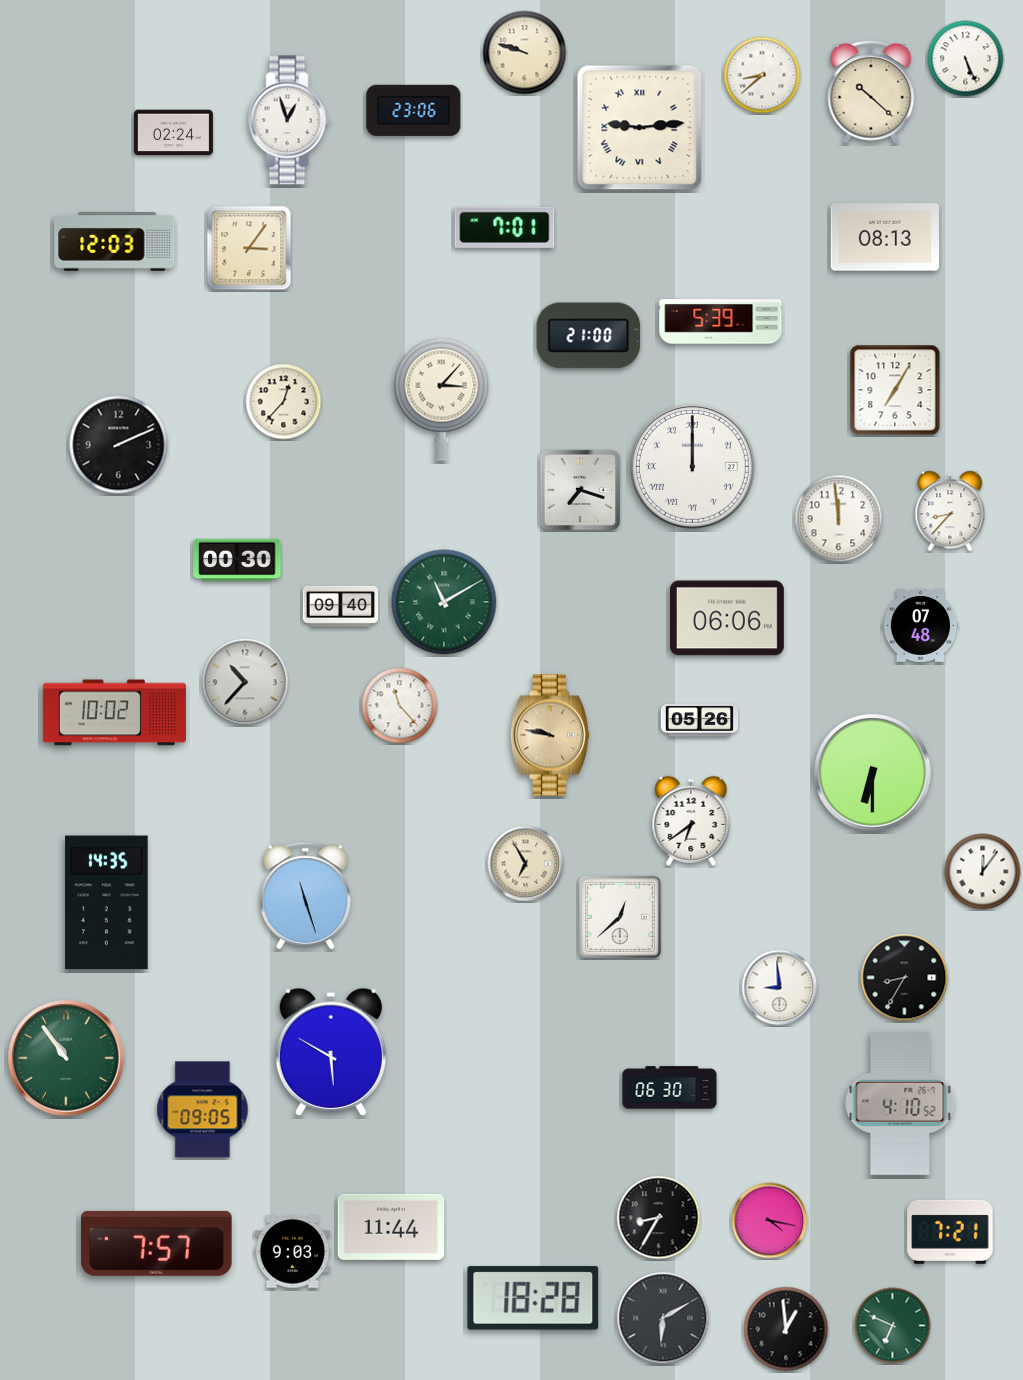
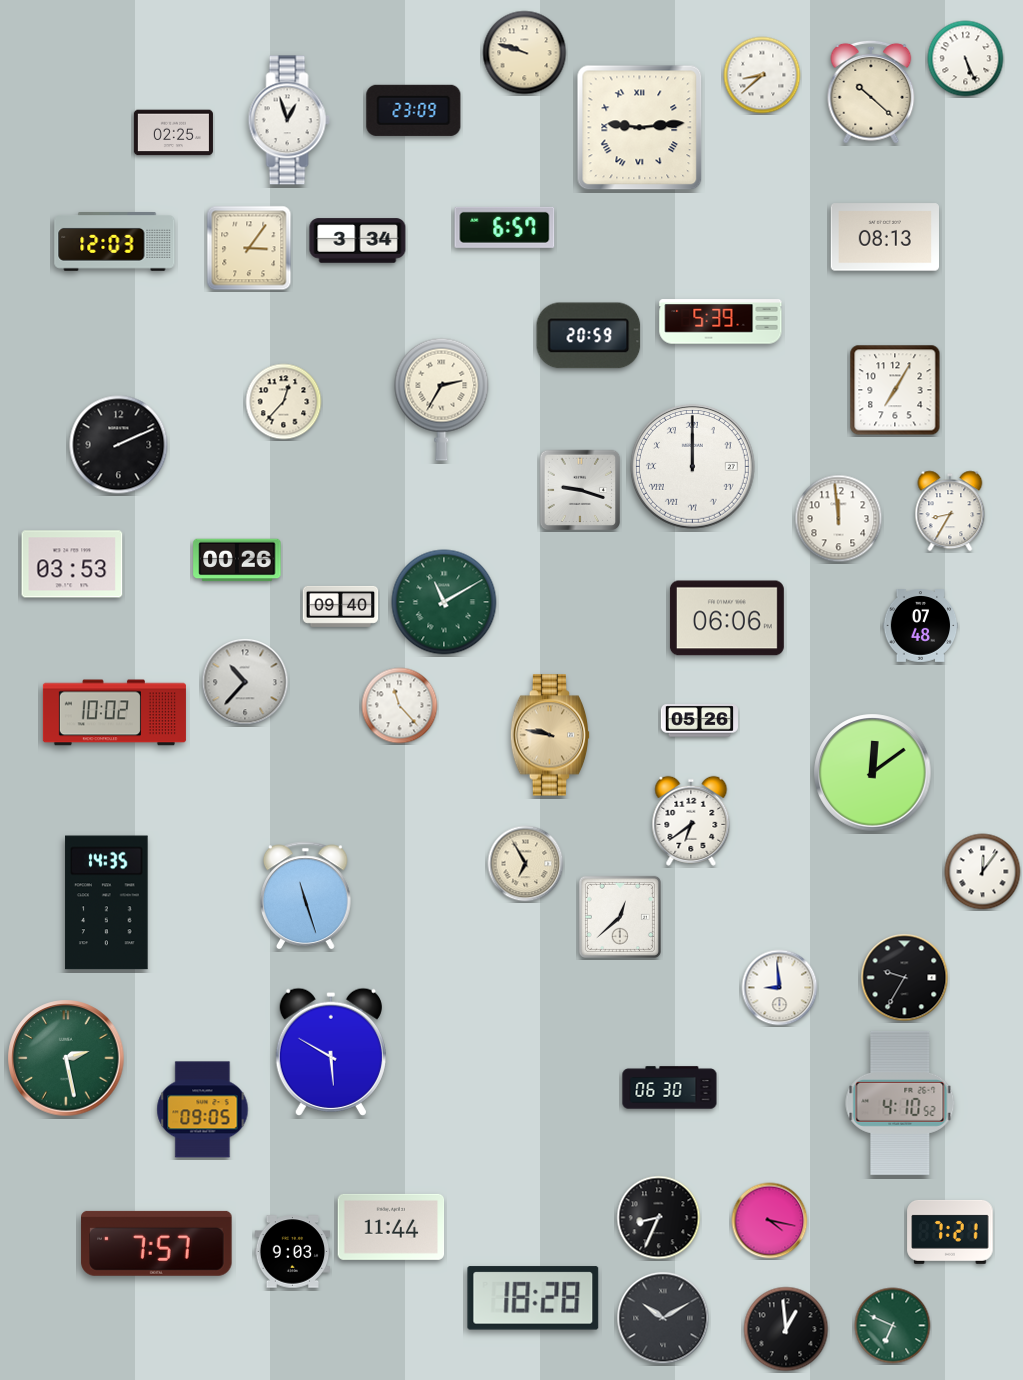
clock at (414, 110): 23:06 -> 23:09
clock at (173, 133): 02:24 -> 02:25
clock at (505, 227): 7:01 -> 6:57
clock at (358, 241): none -> 3:34
clock at (589, 336): 21:00 -> 20:59
clock at (442, 399): 3:07 -> 2:35
clock at (580, 490): 7:18 -> 9:18
clock at (950, 511): 8:37 -> 8:35
clock at (237, 560): 00:30 -> 00:26
clock at (72, 564): none -> 03:53
clock at (873, 773): 6:30 -> 12:09
clock at (905, 978): 8:35 -> 9:35
clock at (66, 1058): 10:54 -> 2:28
clock at (659, 1218): 8:35 -> 8:34
clock at (663, 1318): 6:10 -> 10:10
